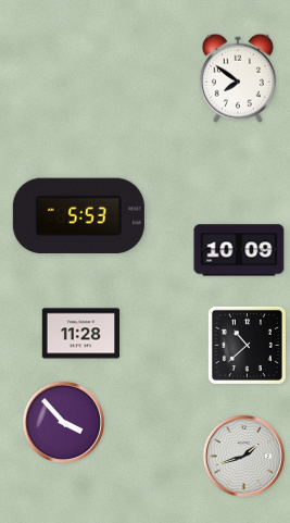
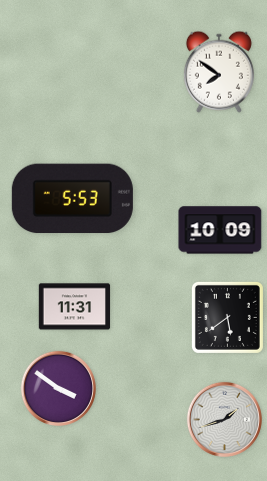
clock at (81, 334): 11:28 -> 11:31
clock at (247, 345): 10:38 -> 5:39
clock at (63, 422): 3:53 -> 3:51
